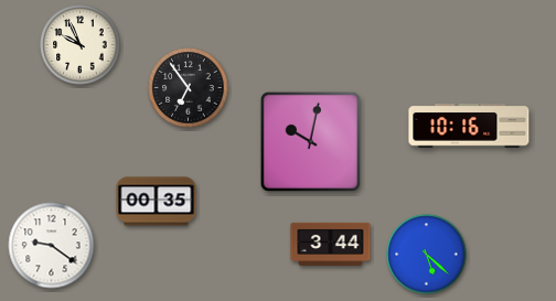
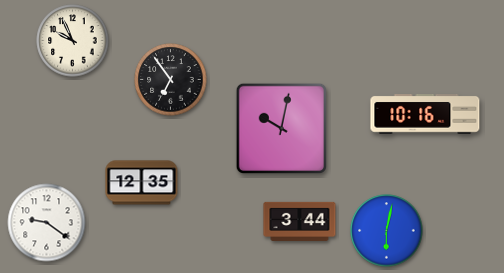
clock at (157, 202): 00:35 -> 12:35
clock at (427, 255): 5:22 -> 6:02
